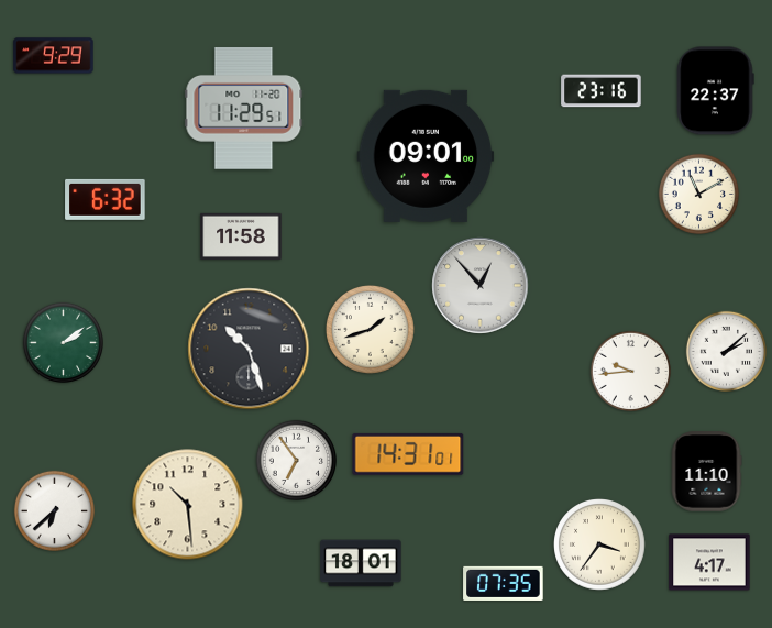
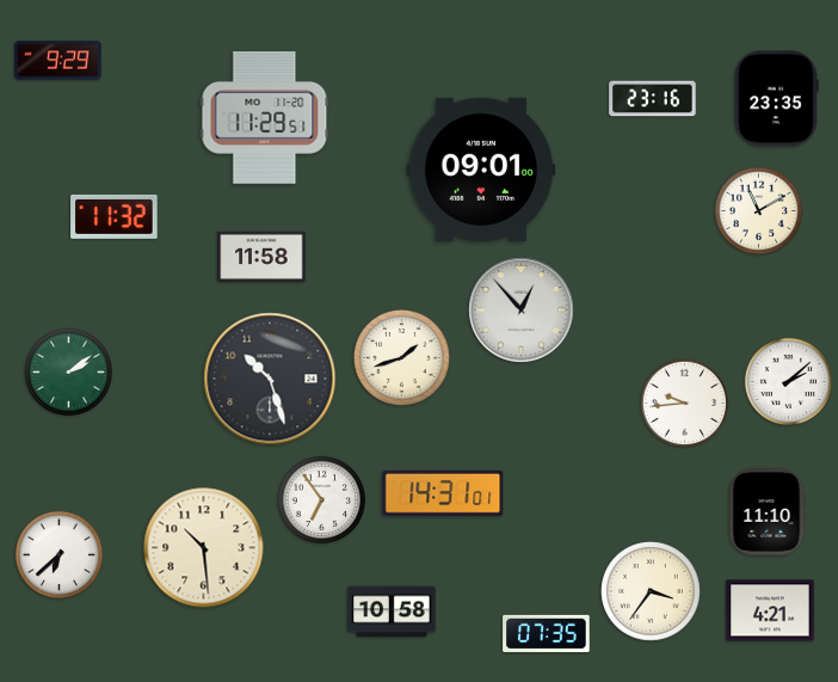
clock at (716, 91): 22:37 -> 23:35
clock at (426, 156) position: (426, 156) -> (481, 170)
clock at (106, 199): 6:32 -> 11:32
clock at (709, 562): 4:17 -> 4:21
clock at (361, 563): 18:01 -> 10:58
